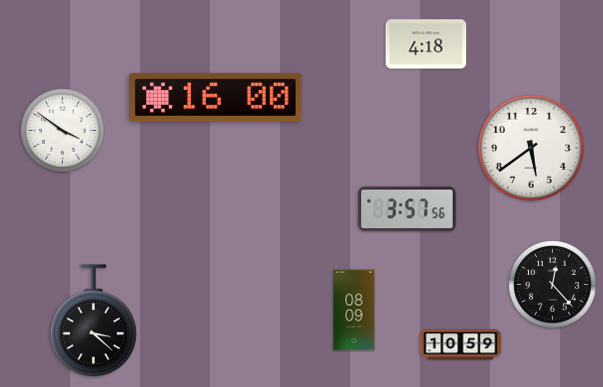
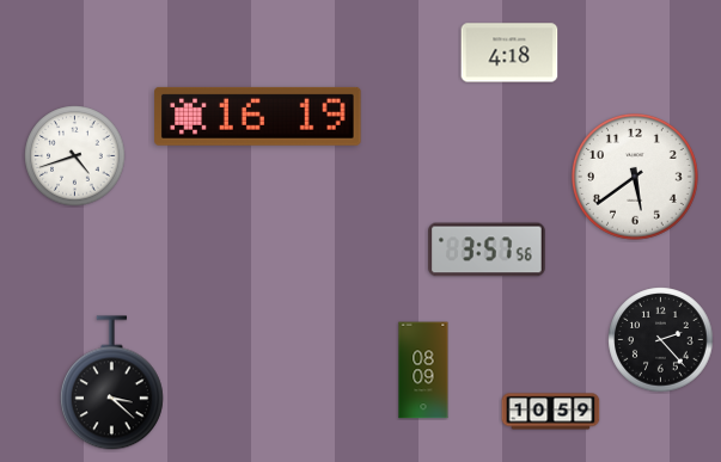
clock at (216, 97): 16:00 -> 16:19
clock at (63, 131): 3:51 -> 4:42
clock at (553, 285): 12:23 -> 2:23
